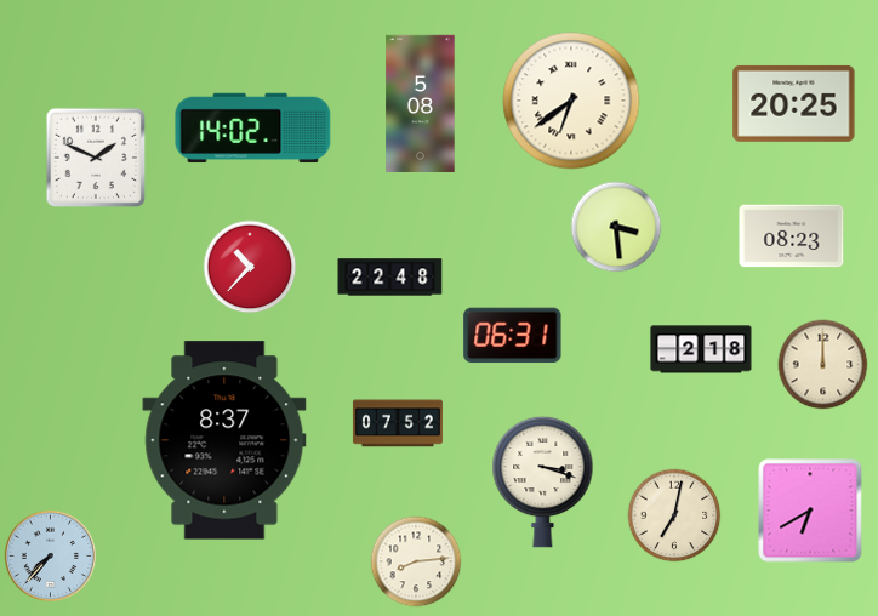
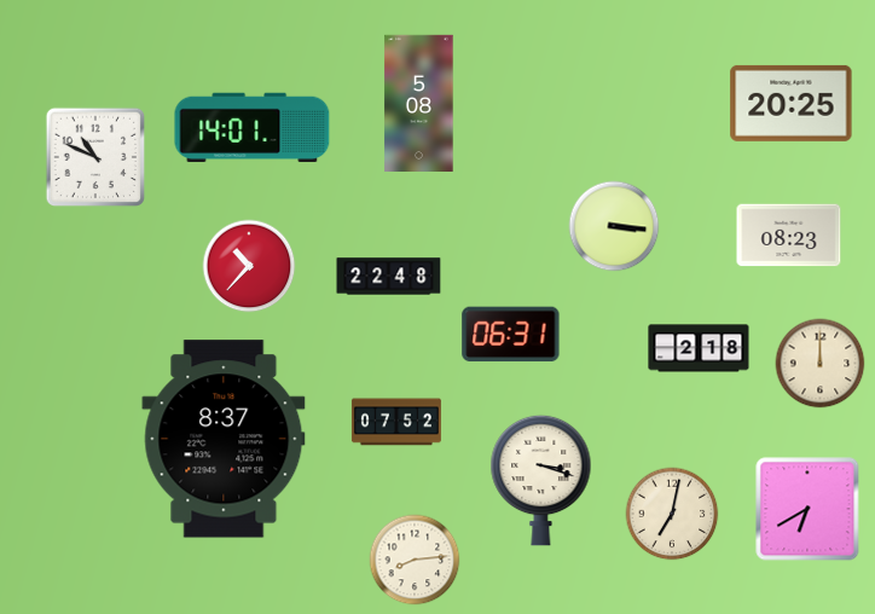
clock at (571, 101): 6:39 -> none
clock at (253, 129): 14:02 -> 14:01
clock at (96, 158): 1:49 -> 10:49
clock at (616, 227): 3:29 -> 3:16
clock at (50, 555): 7:37 -> none
